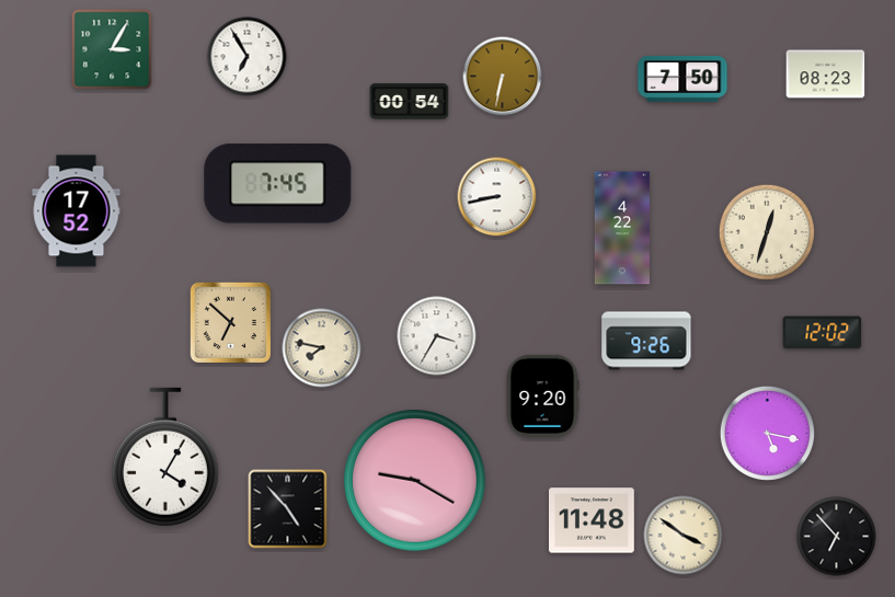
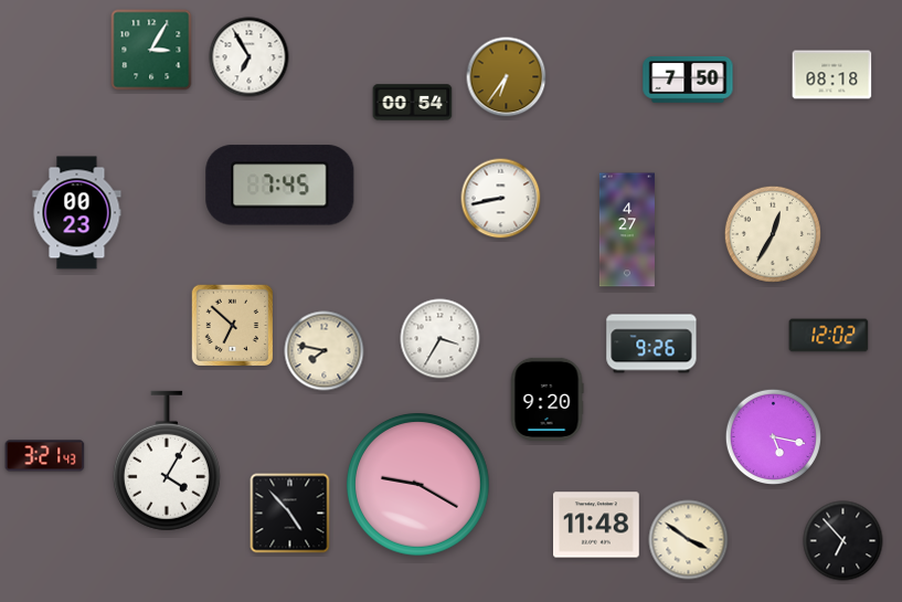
clock at (112, 49) position: (112, 49) -> (151, 50)
clock at (826, 74): 08:23 -> 08:18
clock at (503, 77): 6:32 -> 6:36
clock at (77, 211): 17:52 -> 00:23
clock at (622, 228): 4:22 -> 4:27
clock at (767, 232): 12:33 -> 12:35
clock at (45, 456): none -> 3:21
